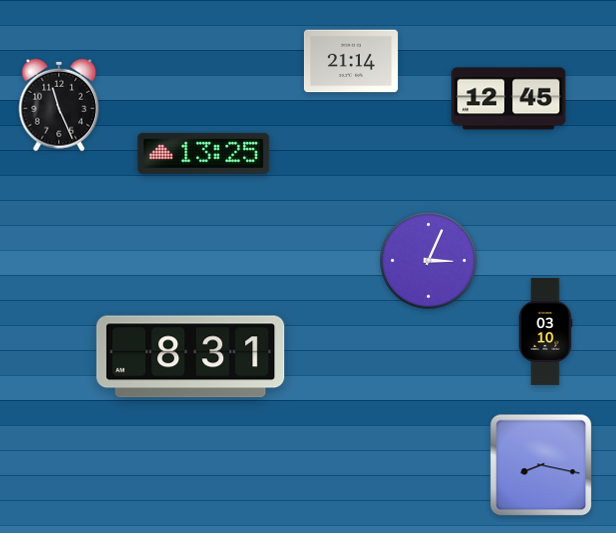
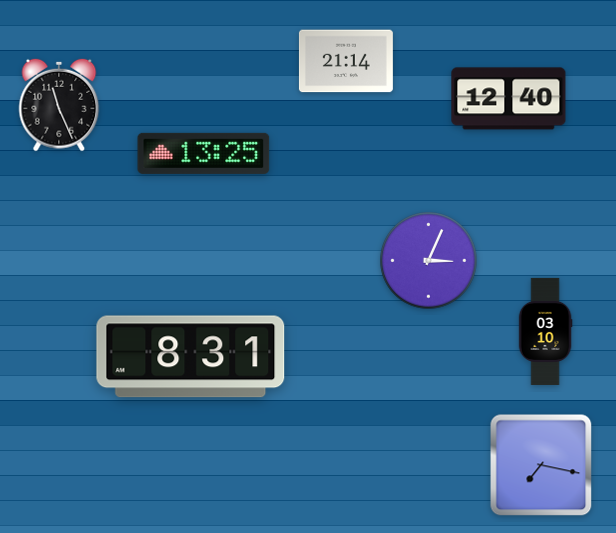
clock at (351, 61) position: (351, 61) -> (346, 61)
clock at (509, 99): 12:45 -> 12:40
clock at (541, 465): 8:17 -> 7:17
